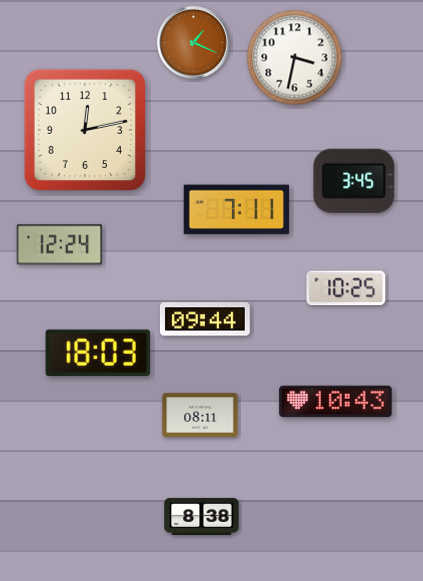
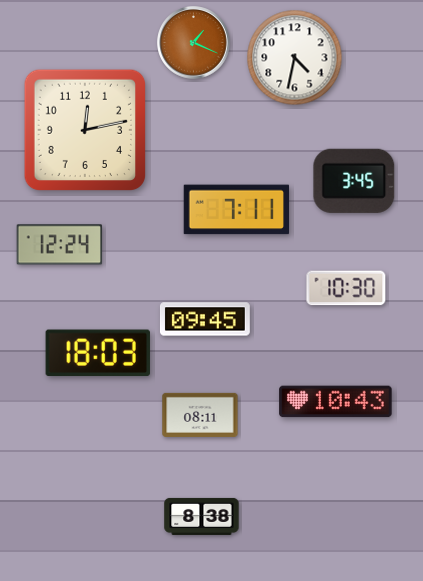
clock at (295, 58): 3:32 -> 4:32
clock at (346, 288): 10:25 -> 10:30
clock at (205, 319): 09:44 -> 09:45
